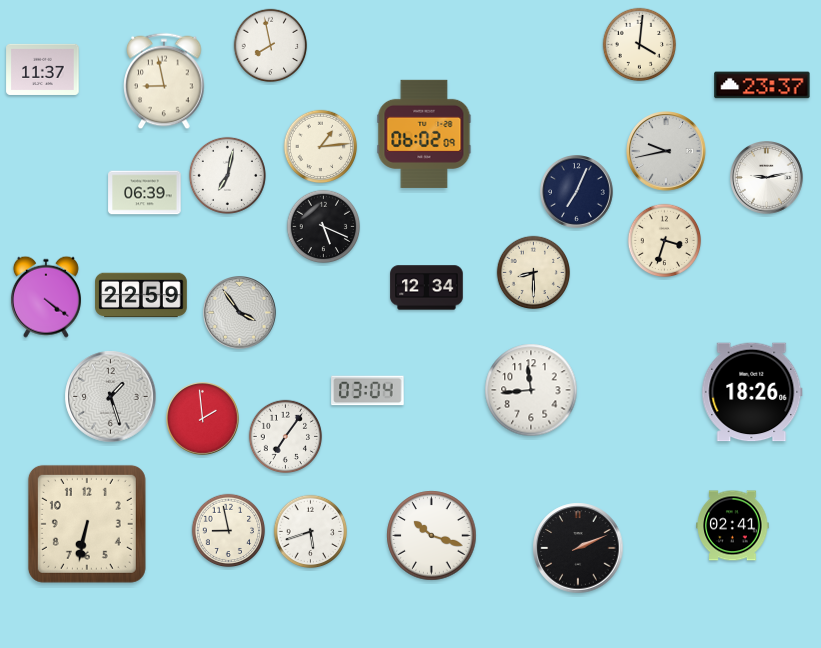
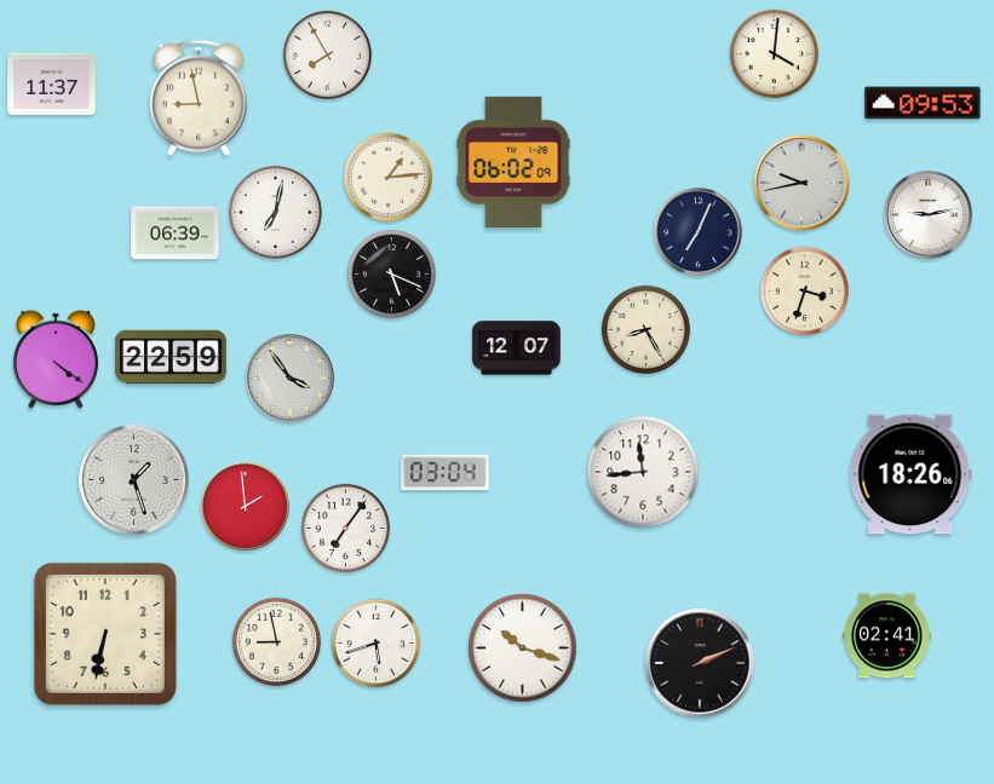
clock at (271, 46): 7:58 -> 7:55
clock at (762, 85): 23:37 -> 09:53
clock at (666, 151) position: (666, 151) -> (801, 183)
clock at (534, 273): 8:30 -> 8:25
clock at (427, 288): 12:34 -> 12:07
